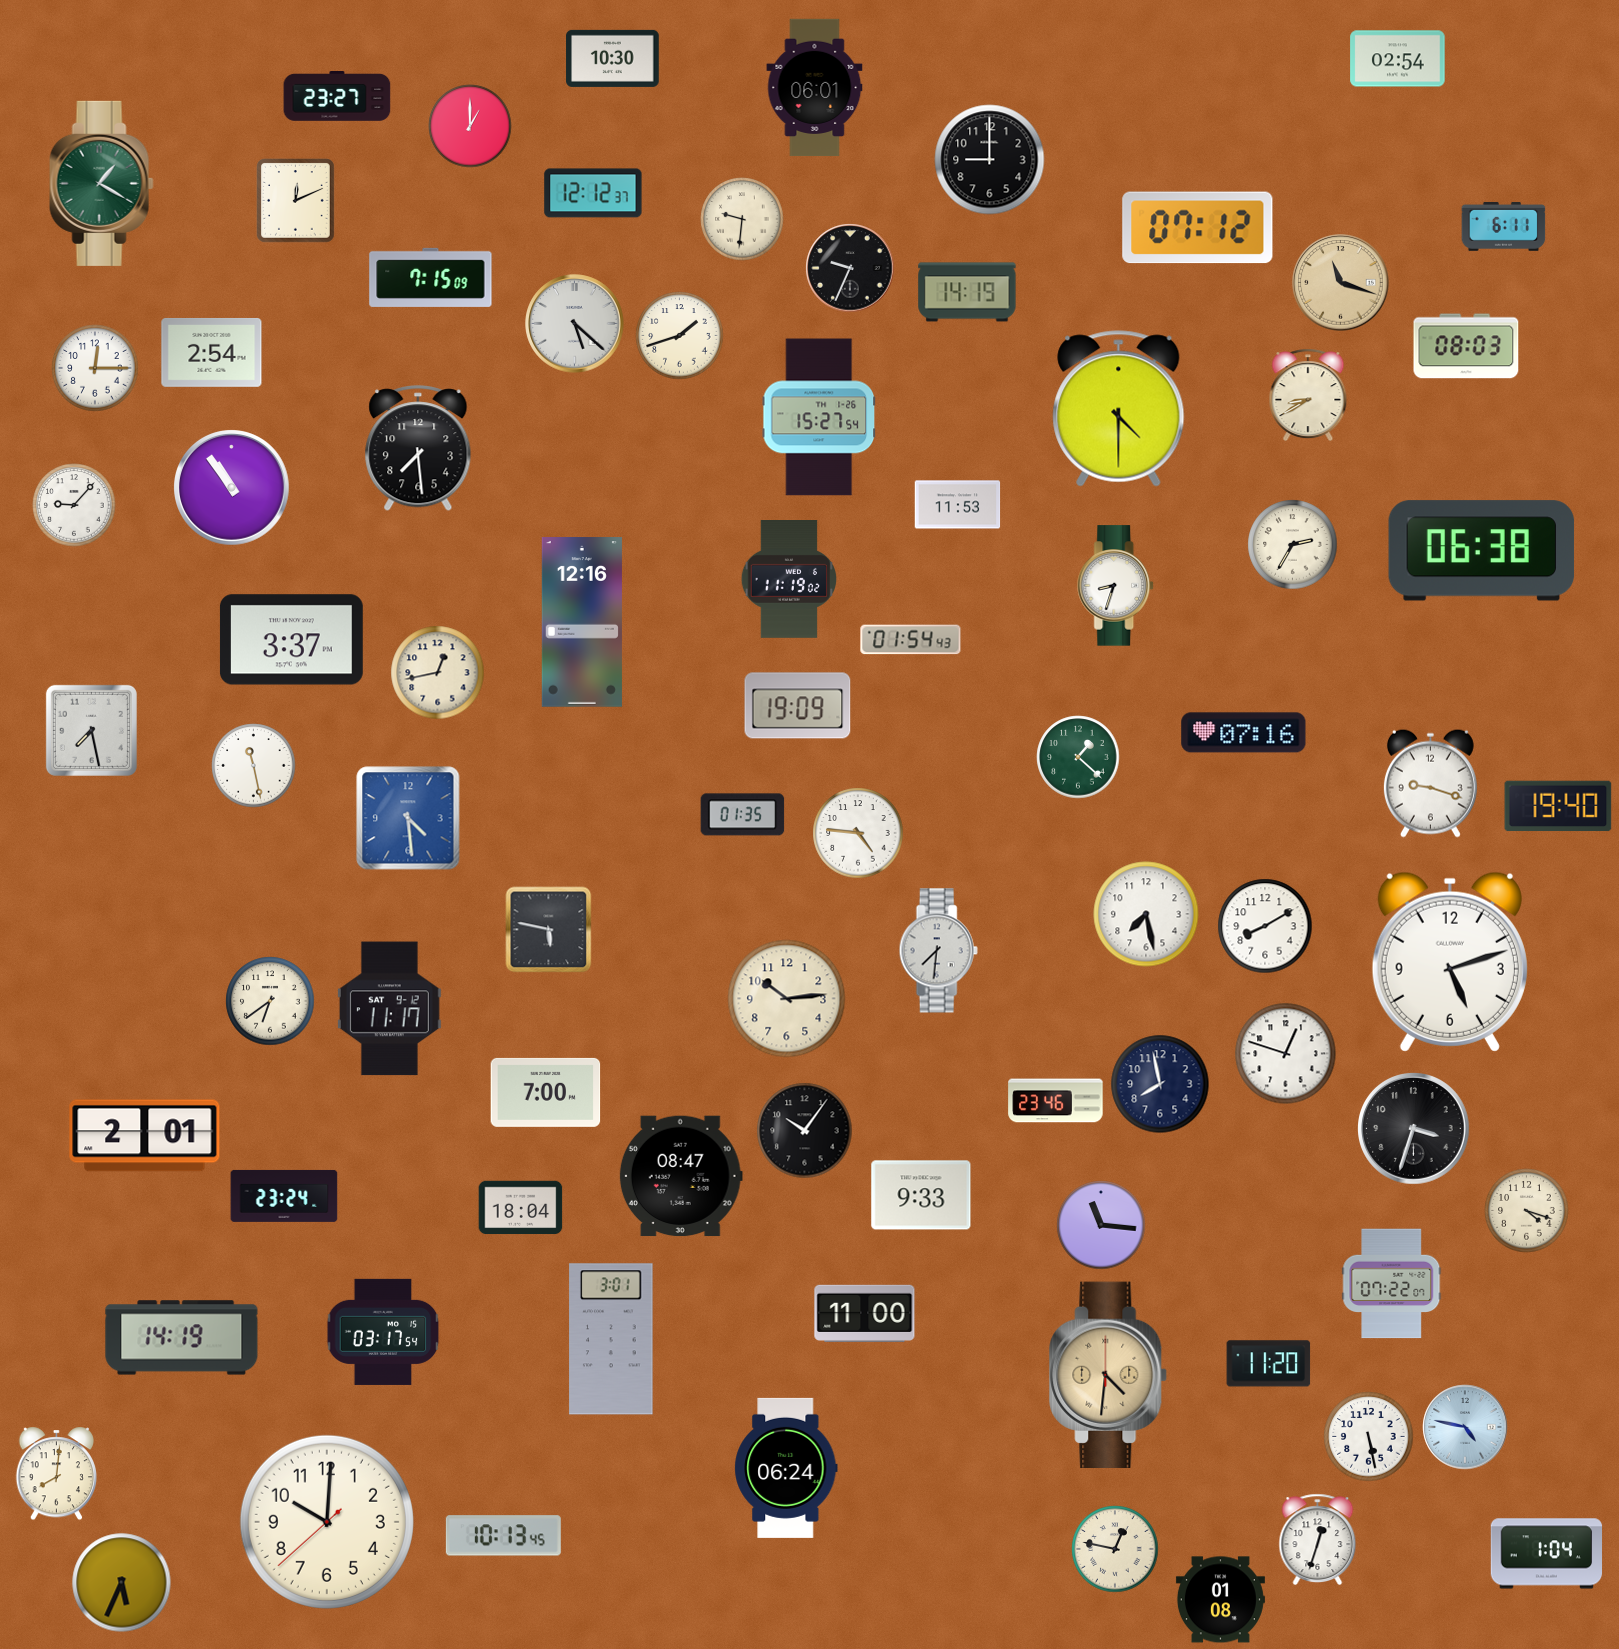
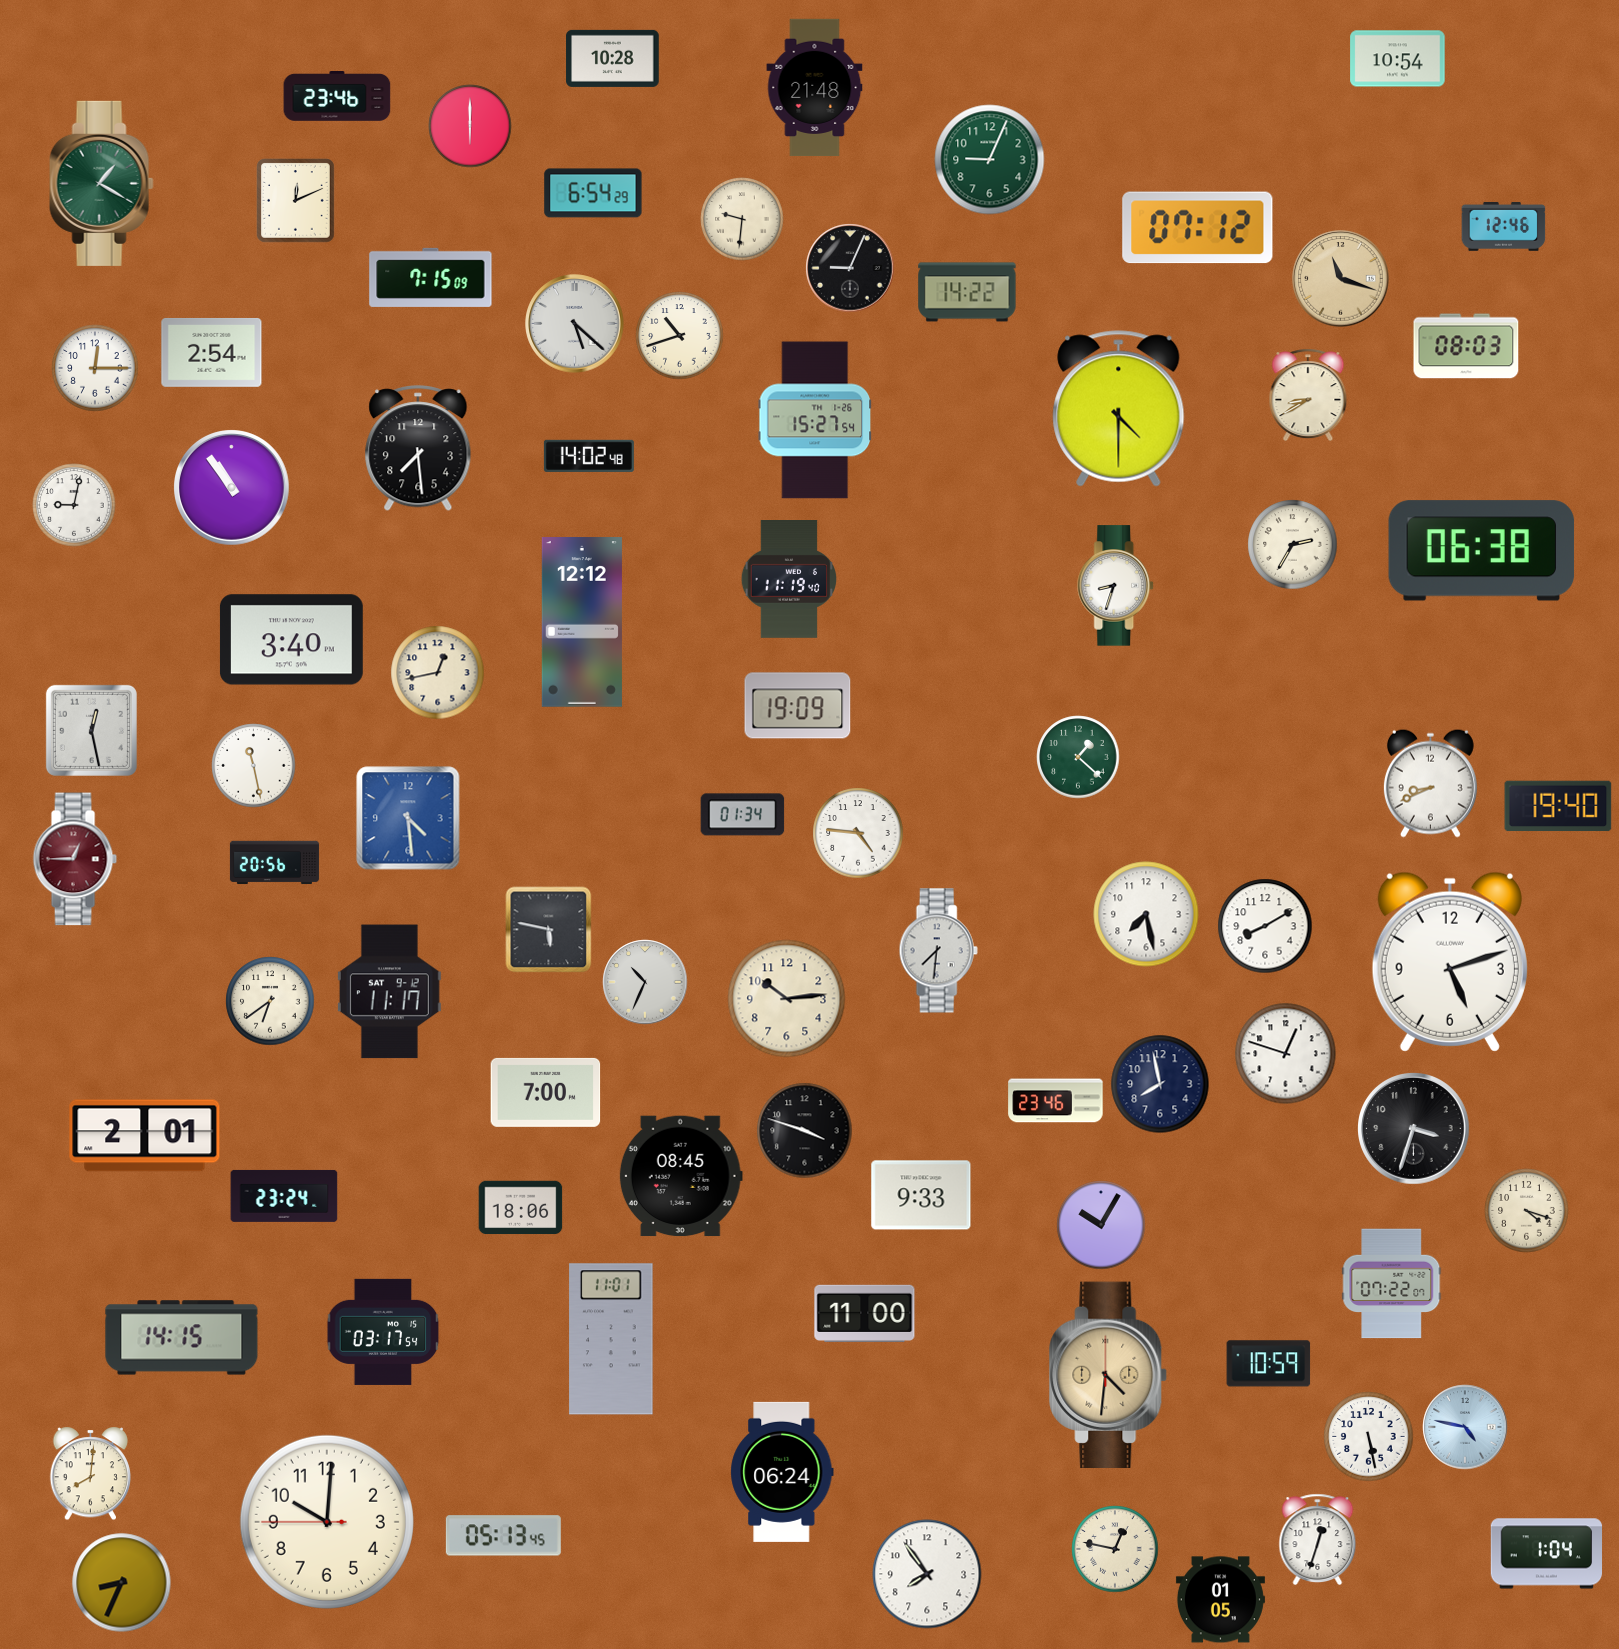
clock at (613, 58): 10:30 -> 10:28
clock at (1398, 59): 02:54 -> 10:54
clock at (815, 88): 06:01 -> 21:48
clock at (337, 97): 23:27 -> 23:46
clock at (470, 126): 1:00 -> 6:00
clock at (990, 160): 9:00 -> 9:04
clock at (990, 160) dial: black -> green
clock at (593, 193): 12:12 -> 6:54
clock at (1504, 226): 6:11 -> 12:46
clock at (850, 268): 9:34 -> 9:04
clock at (1341, 283) position: (1341, 283) -> (1341, 279)
clock at (967, 292): 14:19 -> 14:22
clock at (680, 336): 1:42 -> 10:42
clock at (819, 417) position: (819, 417) -> (815, 420)
clock at (589, 456): none -> 14:02
clock at (74, 505): 9:07 -> 9:02
clock at (958, 505): 11:53 -> none
clock at (788, 580): 11:19:02 -> 11:19:40
clock at (582, 622): 12:16 -> 12:12
clock at (291, 640): 3:37 -> 3:40
clock at (911, 640): 01:54 -> none
clock at (91, 730): 7:28 -> 12:28
clock at (1244, 733): 07:16 -> none
clock at (1430, 783): 9:18 -> 8:41
clock at (743, 815): 01:35 -> 01:34
clock at (75, 859): none -> 12:45
clock at (274, 863): none -> 20:56
clock at (645, 982): none -> 10:34
clock at (389, 1009) position: (389, 1009) -> (389, 992)
clock at (805, 1131): 10:06 -> 3:48
clock at (681, 1176): 08:47 -> 08:45
clock at (521, 1208): 18:04 -> 18:06
clock at (1101, 1225): 11:16 -> 10:05
clock at (182, 1338): 14:19 -> 14:15
clock at (611, 1339): 3:01 -> 11:01
clock at (1269, 1364): 11:20 -> 10:59
clock at (786, 1468) position: (786, 1468) -> (782, 1472)
clock at (57, 1474) position: (57, 1474) -> (91, 1474)
clock at (327, 1522): 10:00:38 -> 10:00:45
clock at (503, 1536): 10:13 -> 05:13
clock at (927, 1574): none -> 7:54
clock at (122, 1583): 5:34 -> 8:34
clock at (1220, 1600): 01:08 -> 01:05
